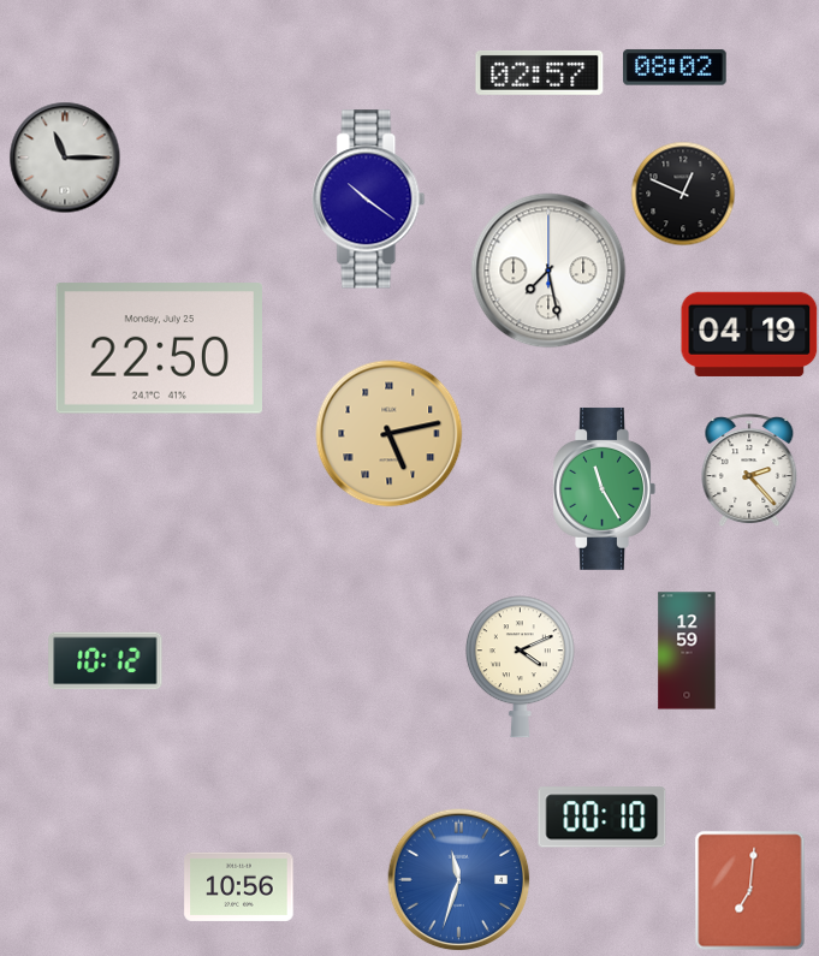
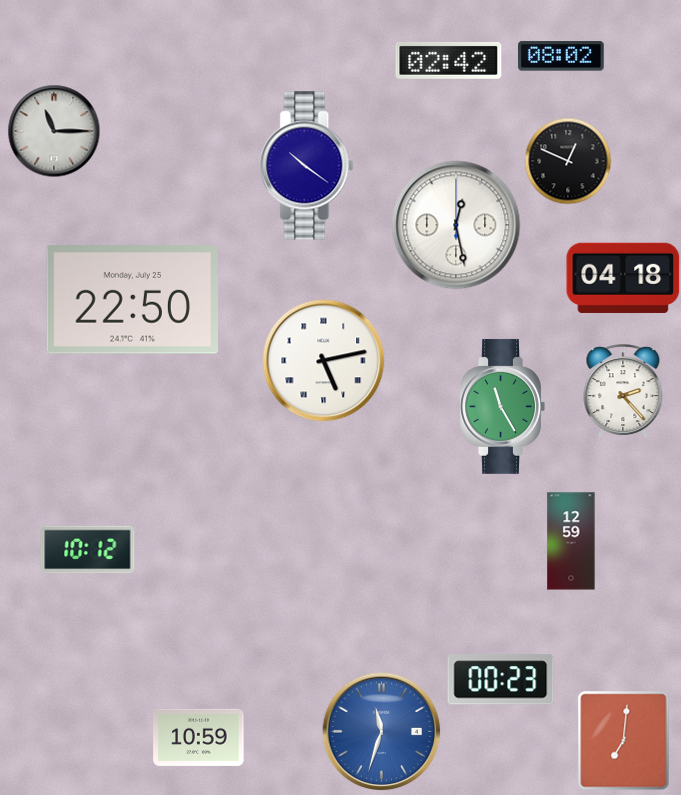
clock at (540, 72): 02:57 -> 02:42
clock at (548, 271): 7:28 -> 12:28
clock at (749, 334): 04:19 -> 04:18
clock at (159, 349) position: (159, 349) -> (132, 300)
clock at (390, 434) dial: champagne -> white
clock at (520, 667): 4:11 -> none
clock at (603, 818): 00:10 -> 00:23
clock at (239, 886): 10:56 -> 10:59
